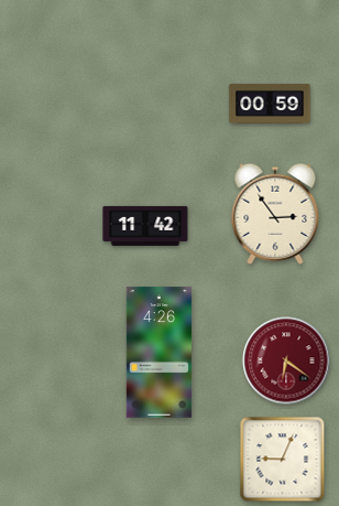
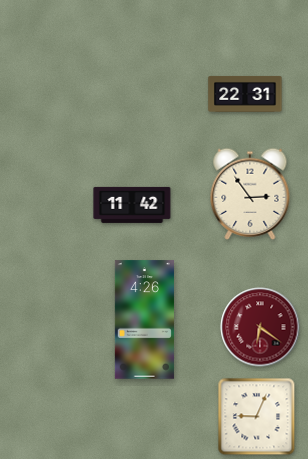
clock at (270, 104): 00:59 -> 22:31
